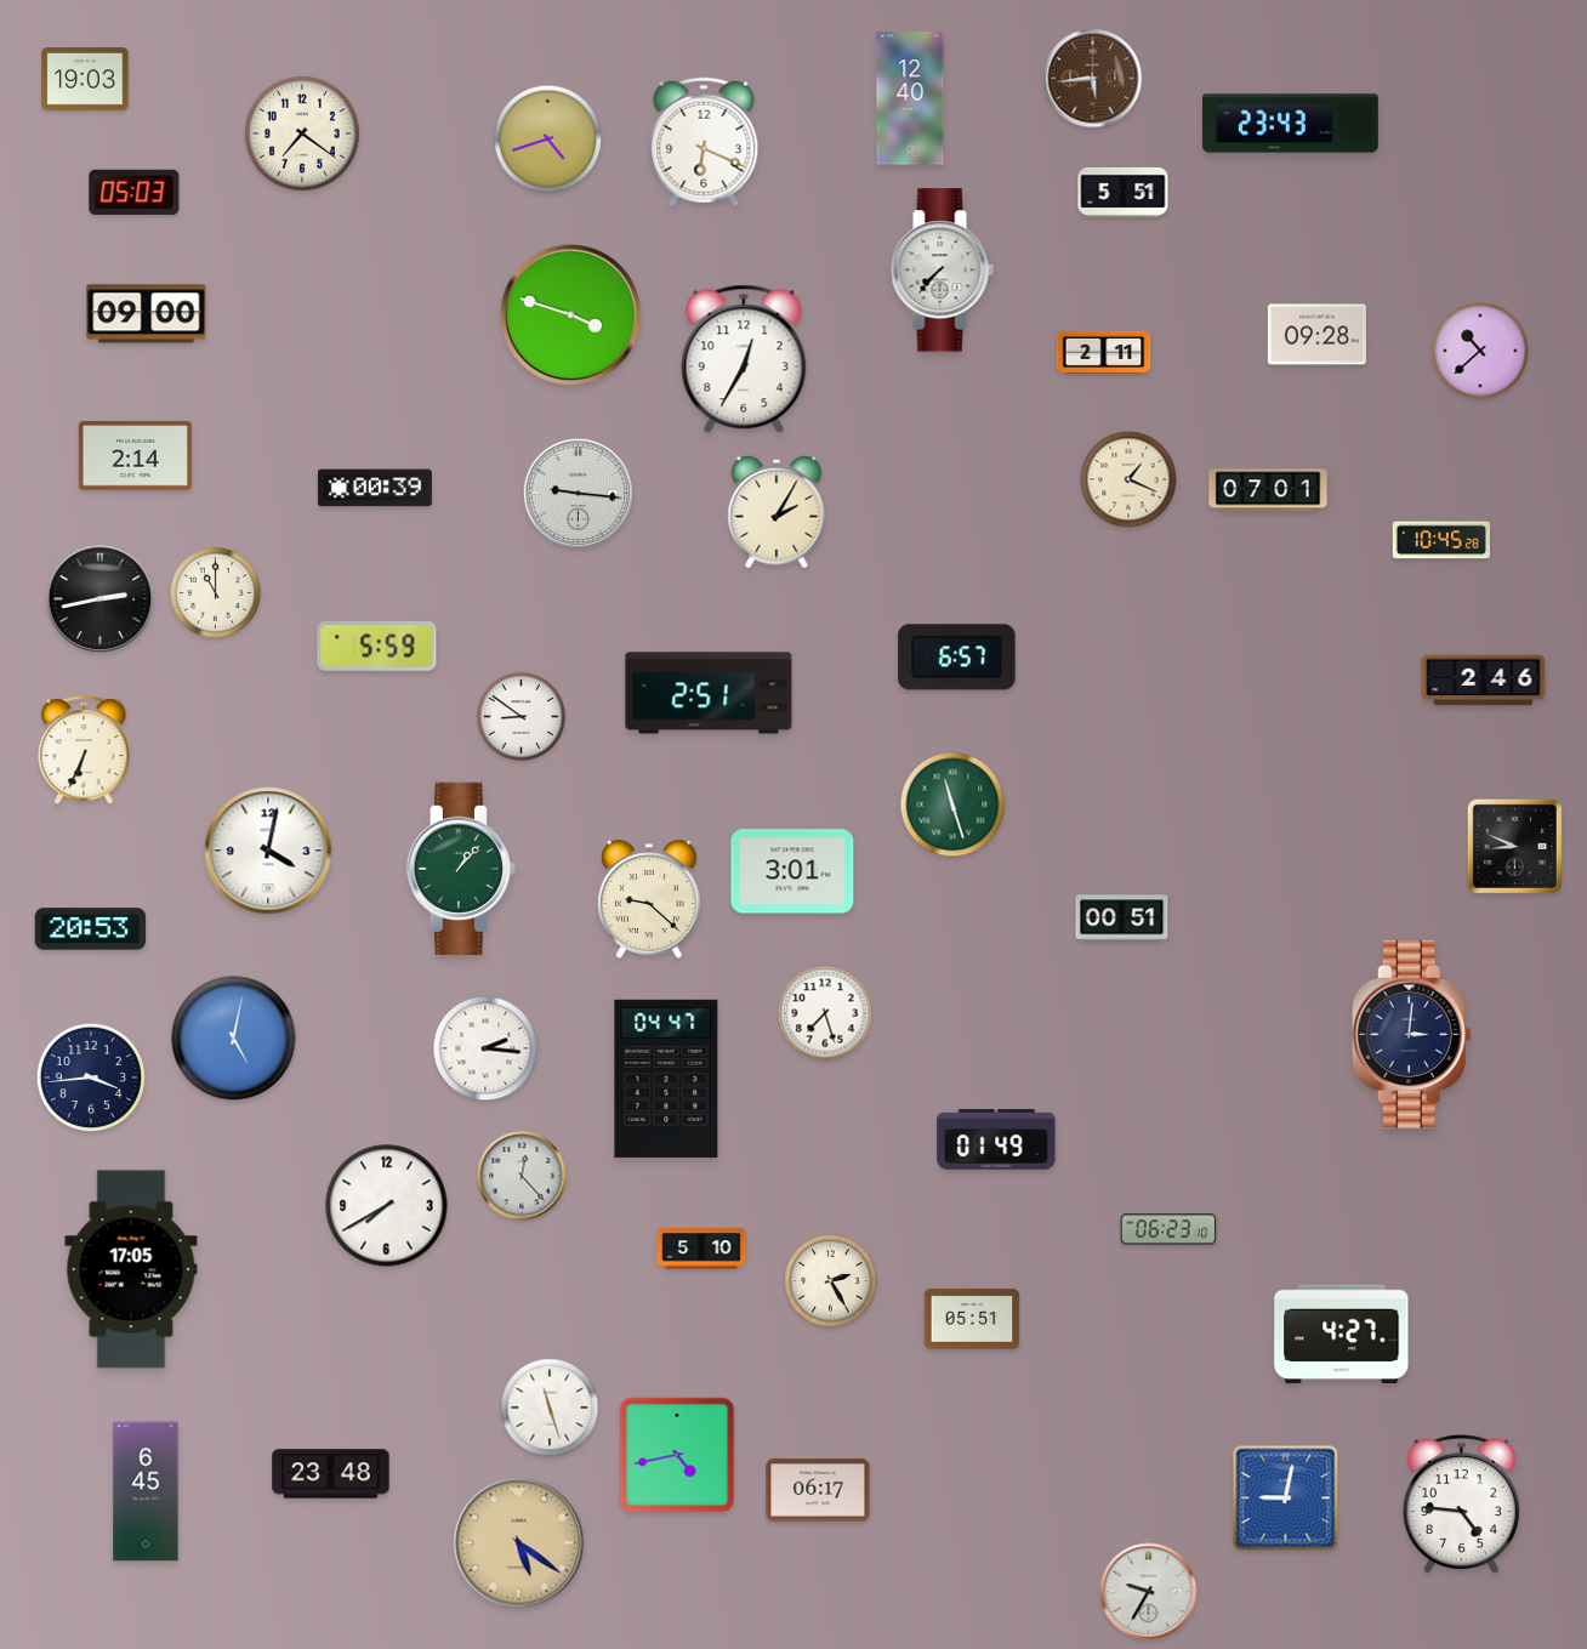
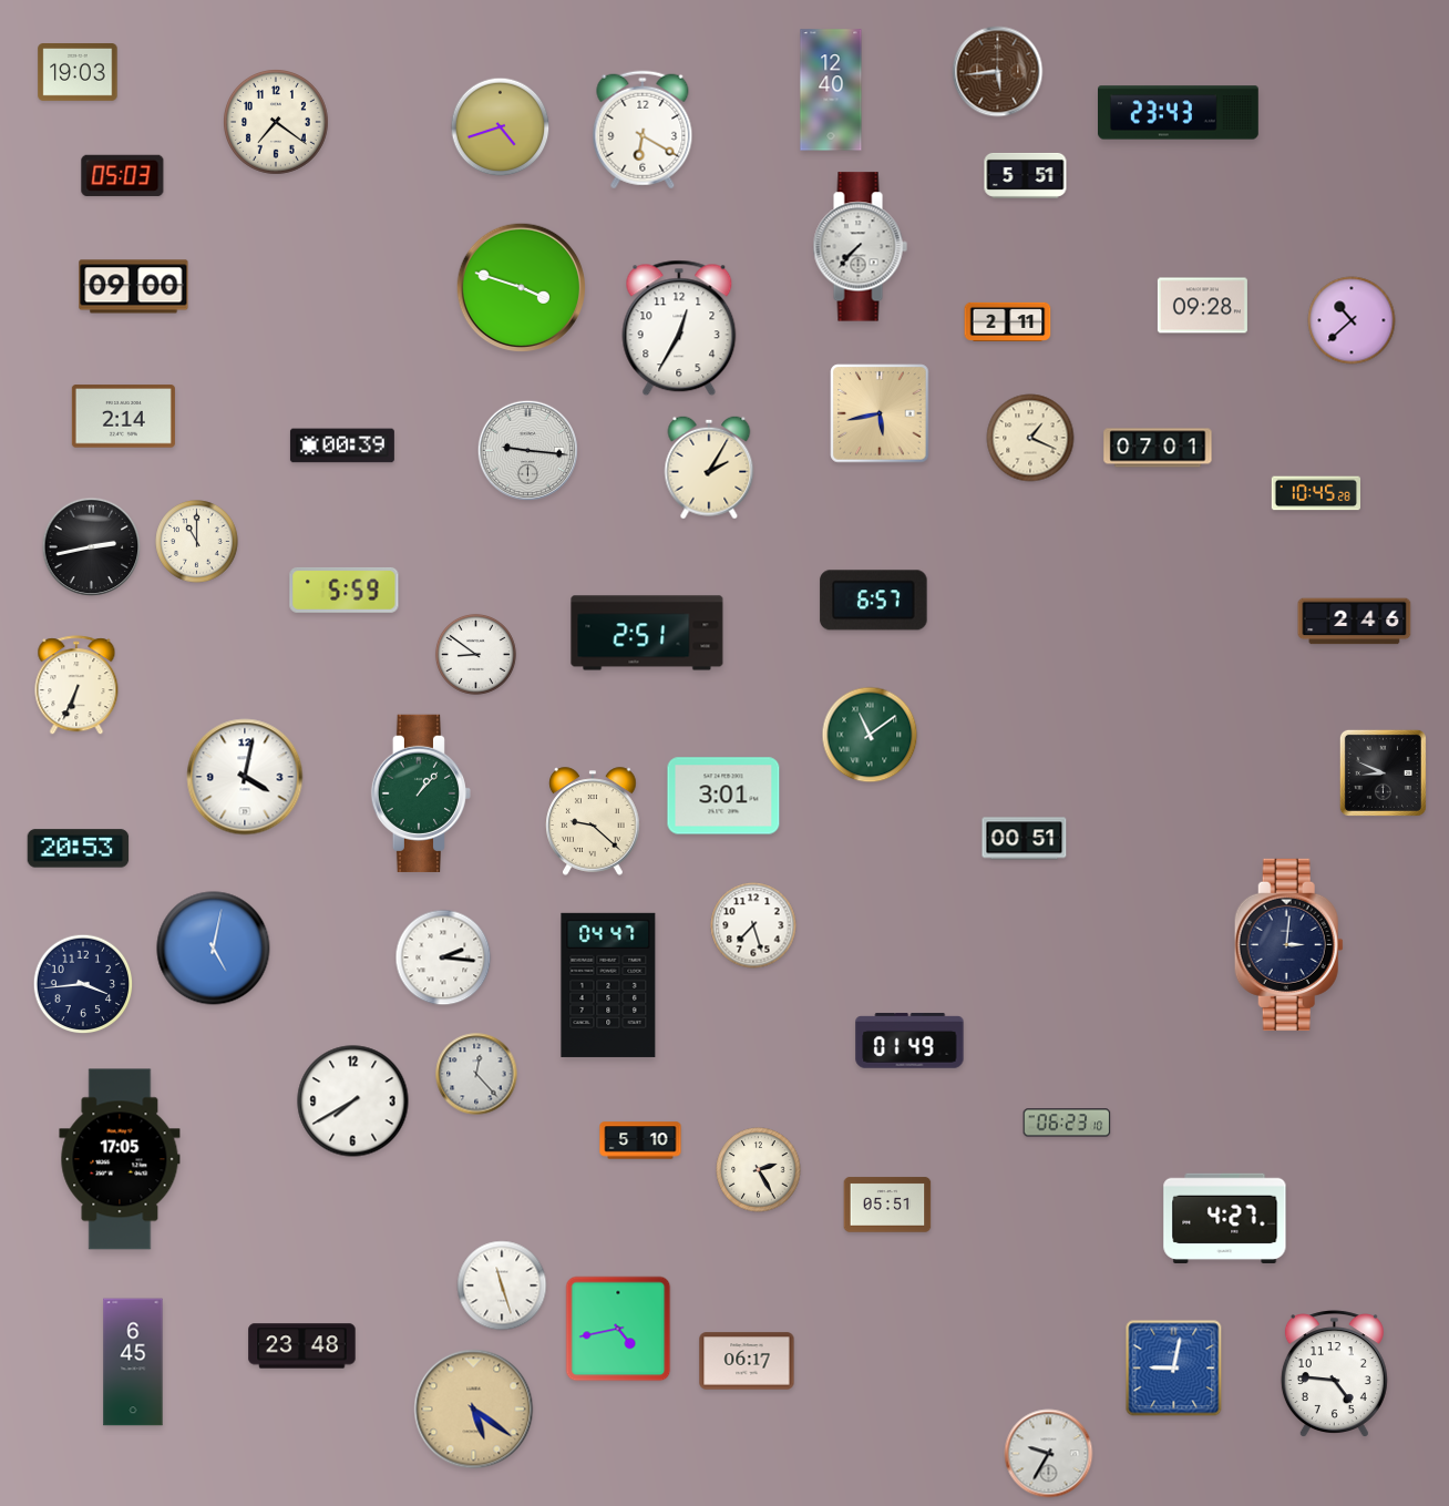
clock at (704, 142): 6:19 -> 6:20
clock at (880, 413): none -> 5:43
clock at (952, 804): 11:27 -> 11:09
clock at (91, 929) position: (91, 929) -> (79, 849)
